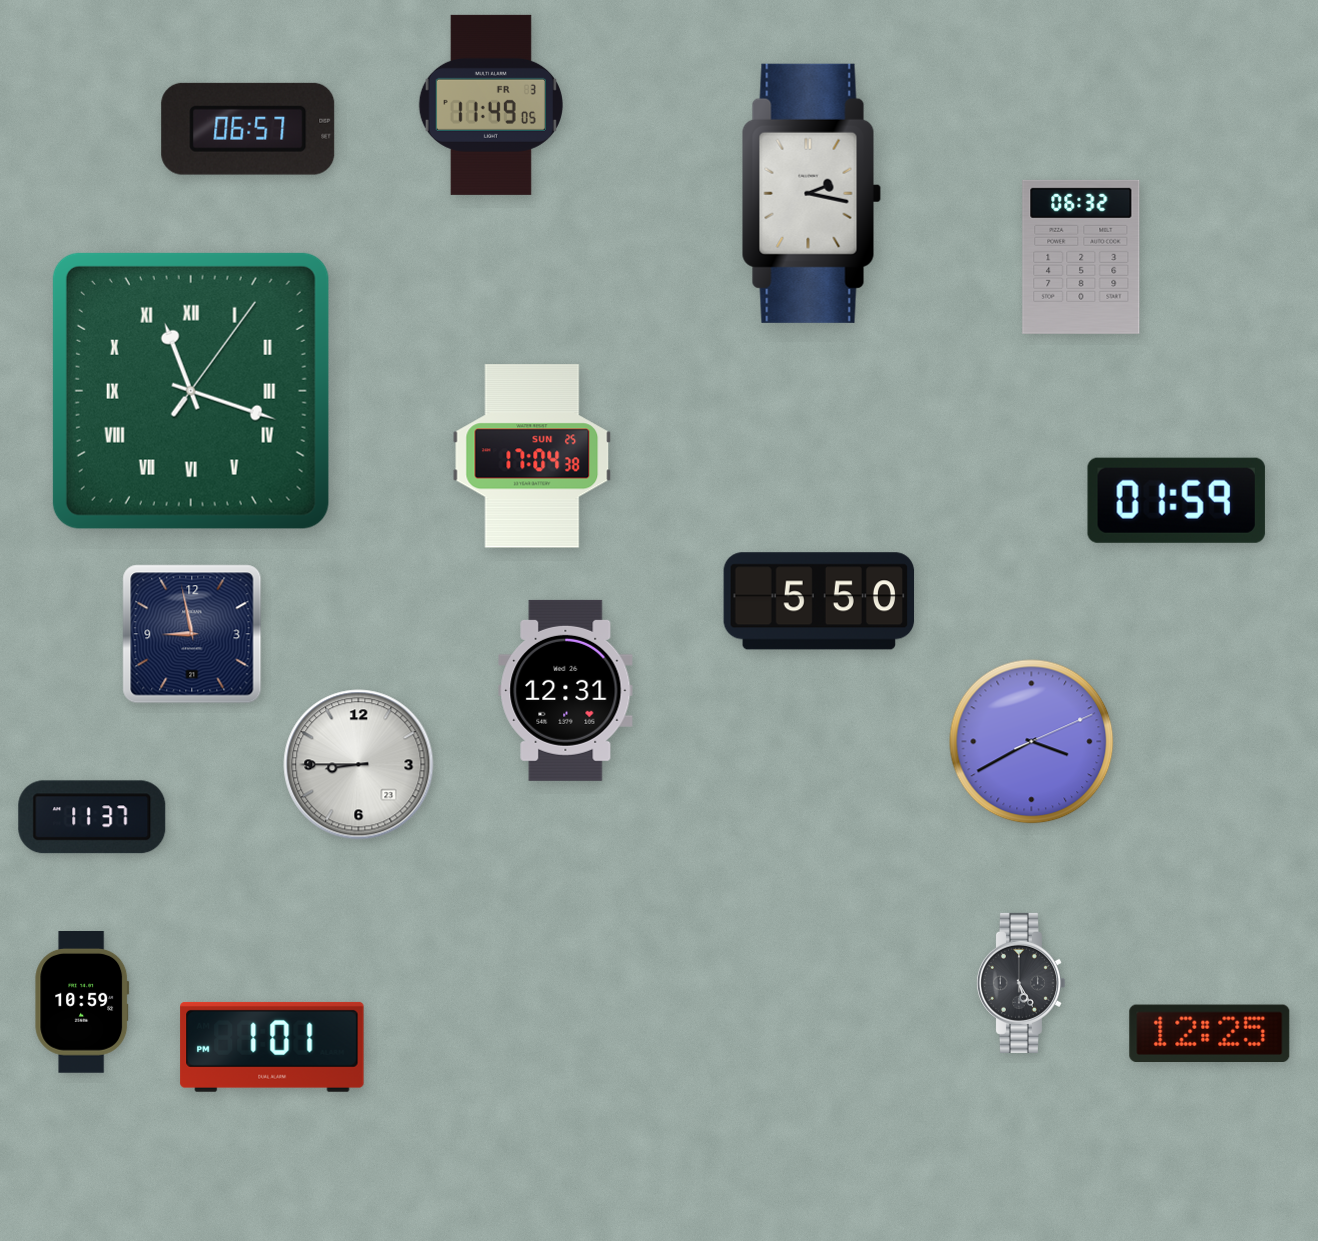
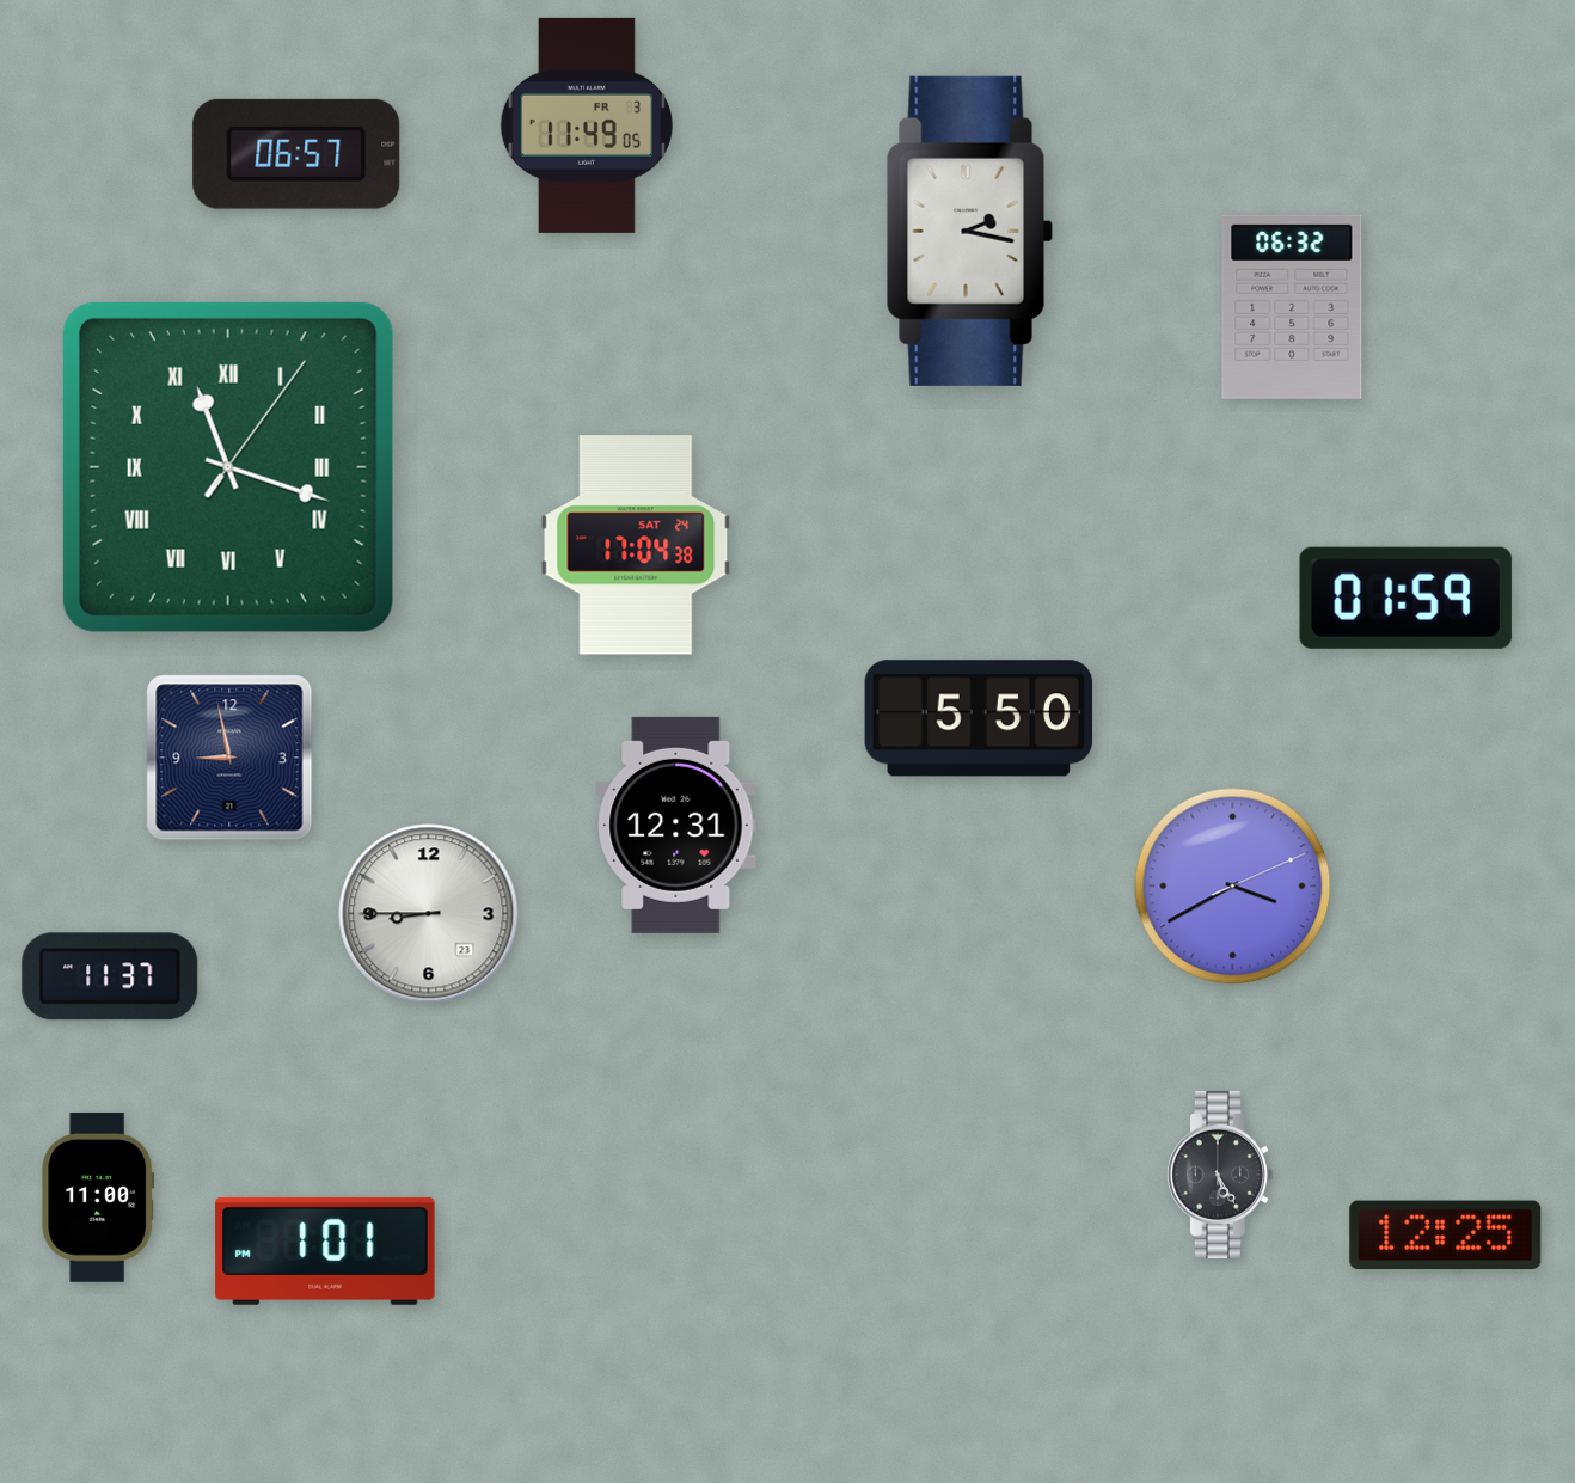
clock at (532, 456) date: SUN 25 -> SAT 24
clock at (82, 1003): 10:59 -> 11:00
